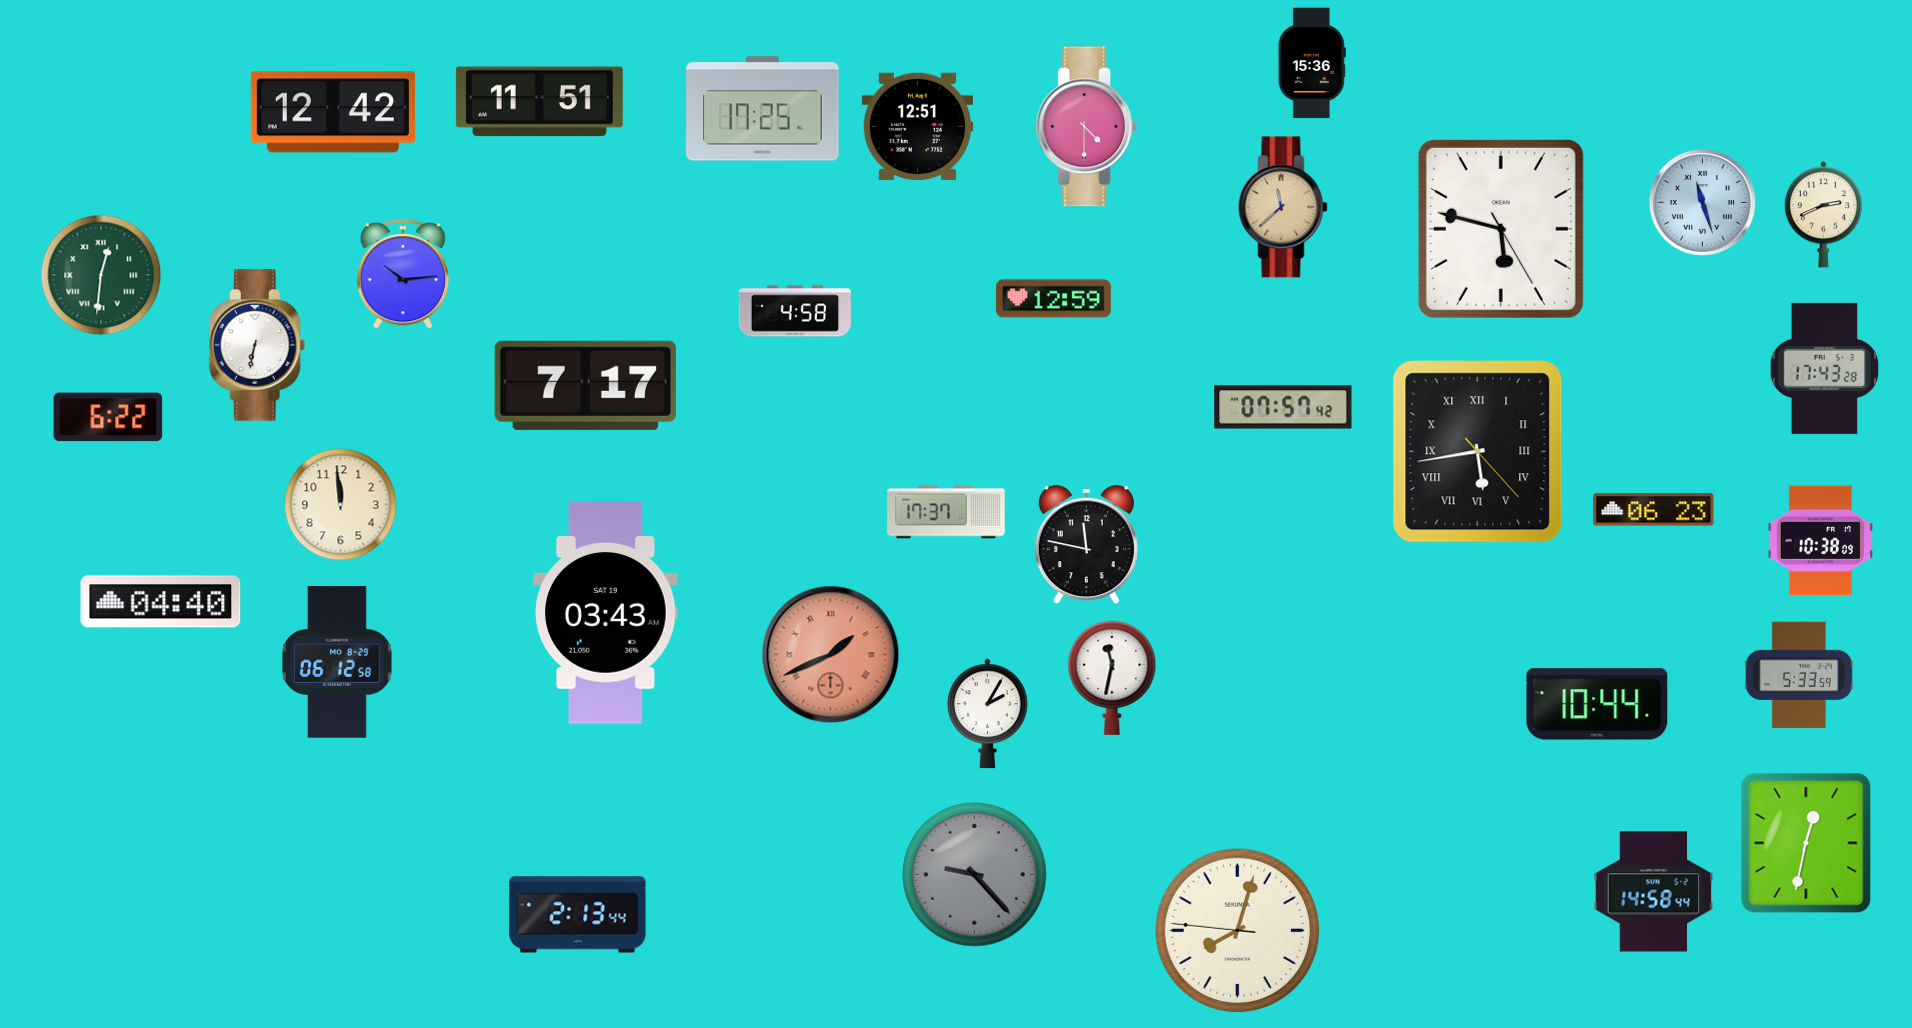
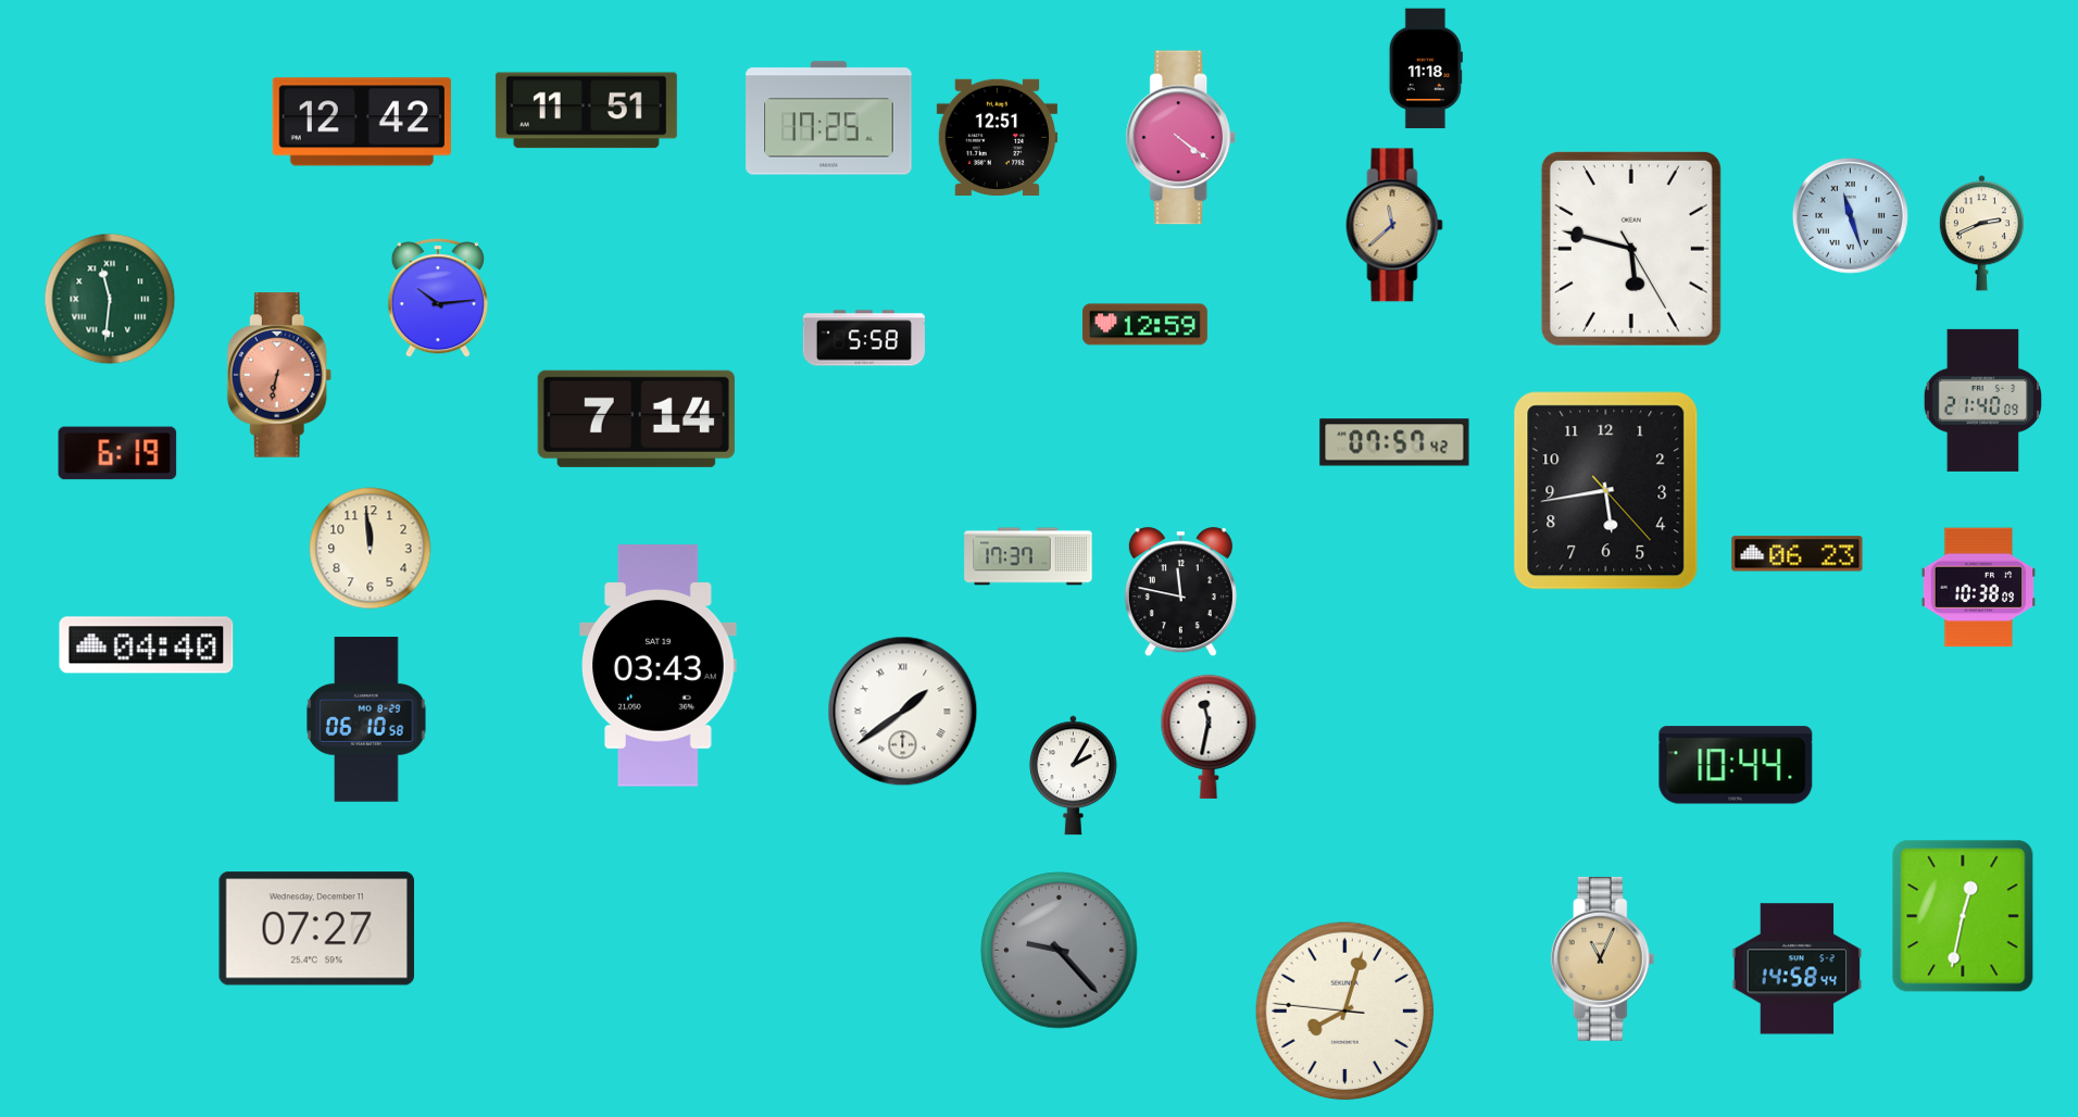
clock at (1312, 63): 15:36 -> 11:18
clock at (1087, 127): 4:30 -> 4:21
clock at (1702, 202) position: (1702, 202) -> (1850, 215)
clock at (101, 275): 12:31 -> 11:31
clock at (795, 311): 4:58 -> 5:58
clock at (257, 345) dial: white -> salmon
clock at (1824, 368): 17:43 -> 21:40
clock at (585, 385): 7:17 -> 7:14
clock at (108, 417): 6:22 -> 6:19
clock at (1478, 452) numerals: Roman -> Arabic
clock at (161, 602) position: (161, 602) -> (147, 645)
clock at (831, 655): 1:41 -> 1:39
clock at (831, 655) dial: salmon -> white
clock at (337, 662): 06:12 -> 06:10
clock at (1799, 675): 5:33 -> none
clock at (316, 929): none -> 07:27
clock at (1603, 958): none -> 11:04
clock at (578, 915): 2:13 -> none
